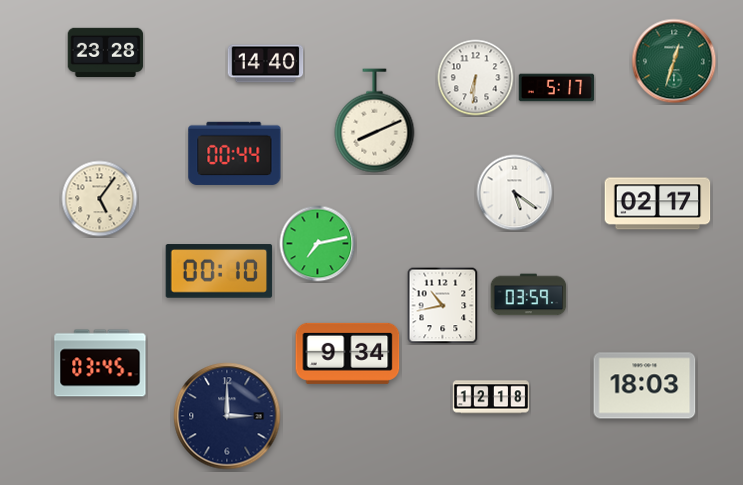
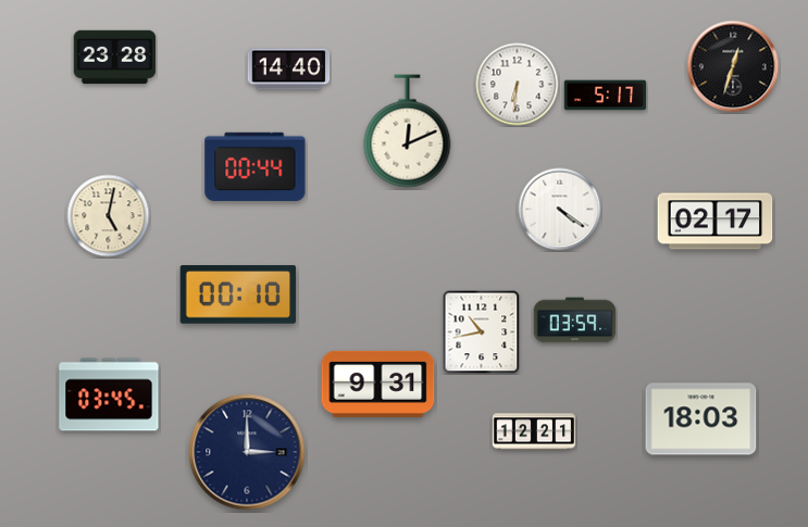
clock at (674, 61) dial: green -> black
clock at (375, 121): 8:11 -> 12:11
clock at (515, 193): 5:21 -> 4:21
clock at (100, 199): 5:06 -> 5:02
clock at (318, 244): 7:13 -> none
clock at (348, 353): 9:34 -> 9:31
clock at (491, 397): 12:18 -> 12:21
